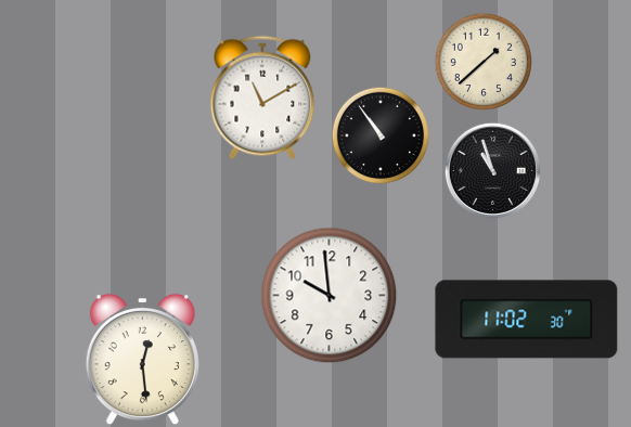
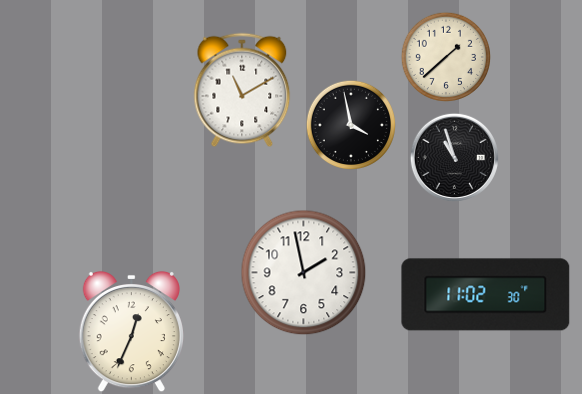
clock at (379, 134): 10:54 -> 3:58
clock at (330, 296): 9:59 -> 1:58
clock at (142, 360): 12:29 -> 12:34
